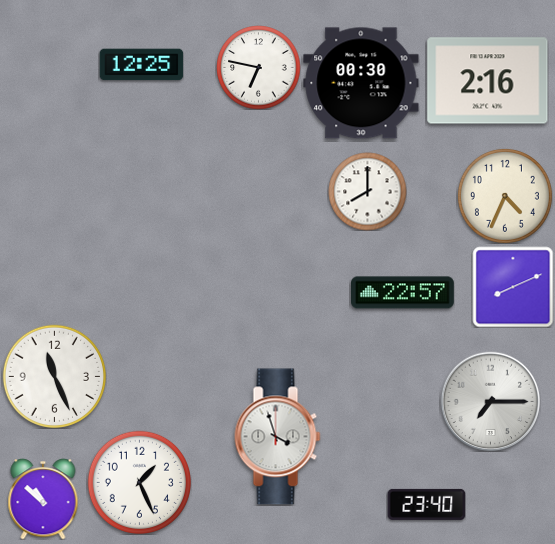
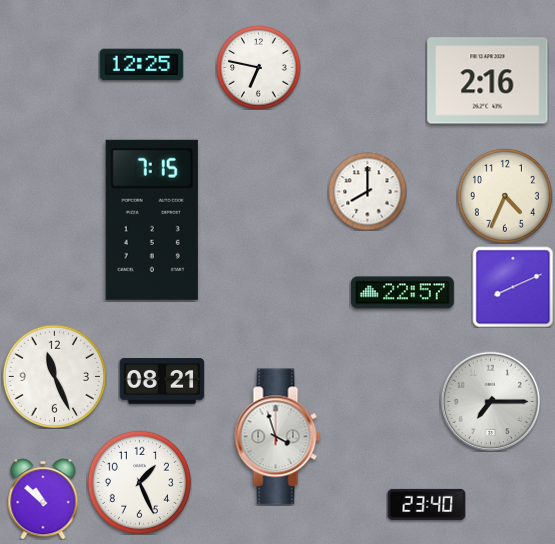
clock at (361, 83): 00:30 -> none
clock at (152, 220): none -> 7:15
clock at (162, 381): none -> 08:21
